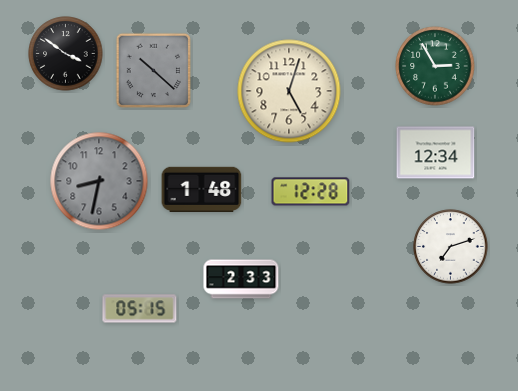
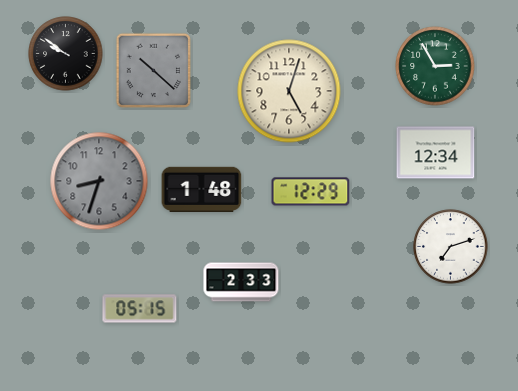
clock at (66, 54): 3:51 -> 9:51
clock at (99, 181): 8:32 -> 8:33
clock at (311, 192): 12:28 -> 12:29
clock at (241, 279) position: (241, 279) -> (241, 282)
